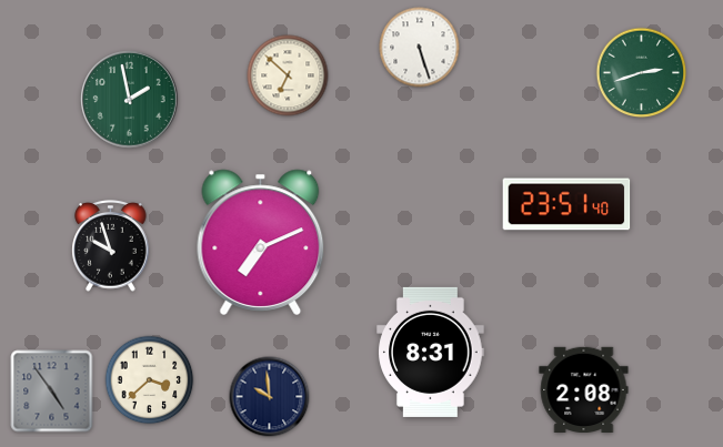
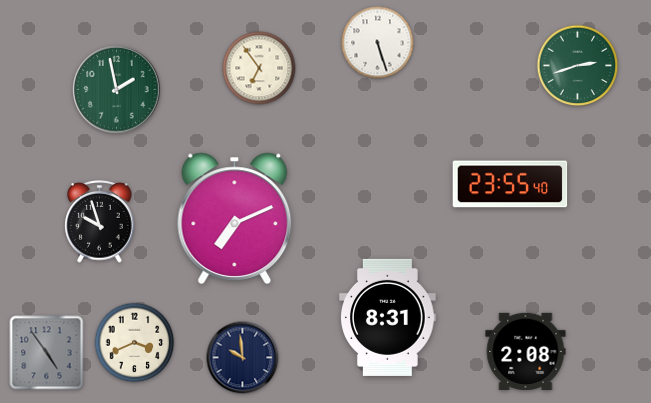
clock at (288, 75): 6:52 -> 6:54
clock at (566, 204): 23:51 -> 23:55
clock at (150, 380): 3:38 -> 3:41
